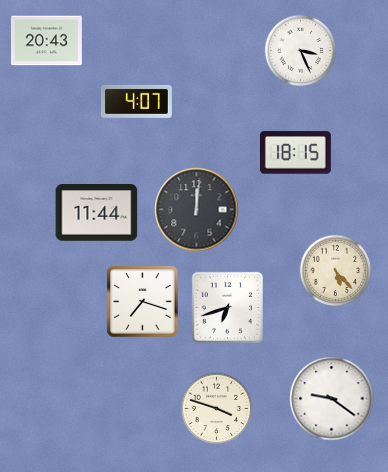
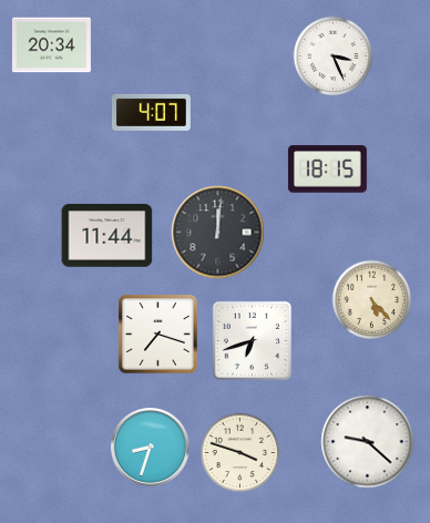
clock at (46, 41): 20:43 -> 20:34
clock at (332, 399): 9:21 -> 9:22
clock at (150, 447): none -> 8:33
